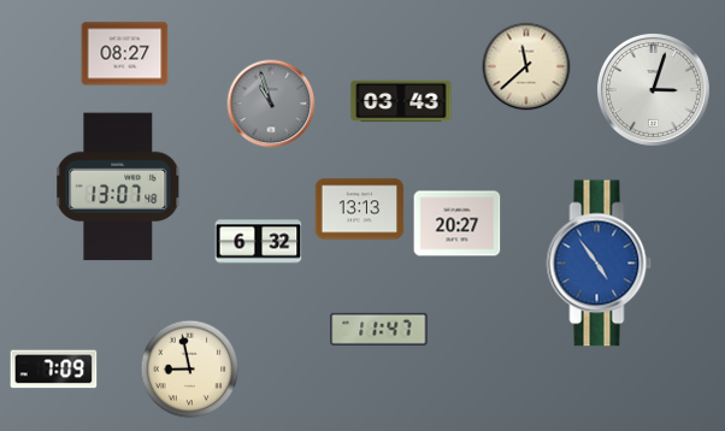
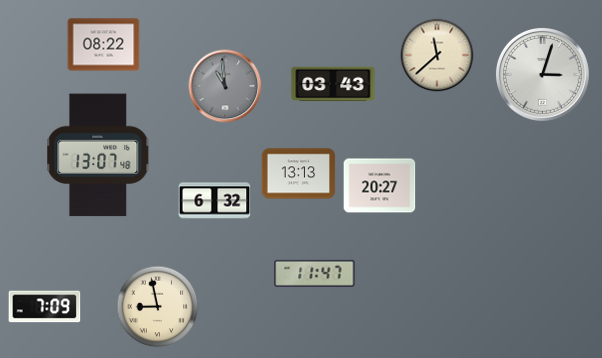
clock at (125, 54): 08:27 -> 08:22
clock at (271, 104): 10:57 -> 10:59
clock at (600, 264): 4:54 -> none
